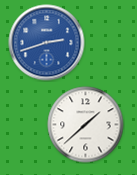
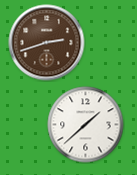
clock at (47, 43) dial: blue -> brown
